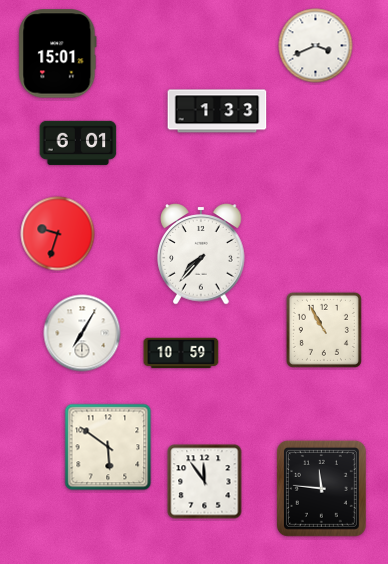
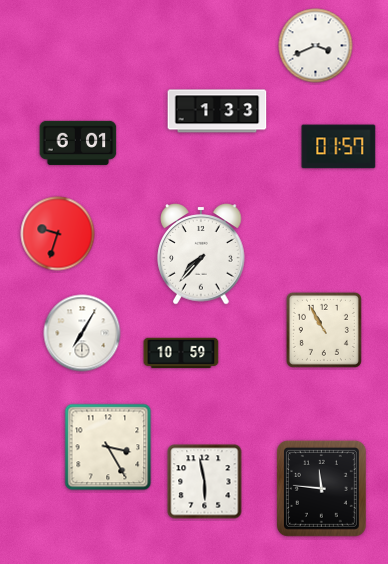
clock at (58, 54): 15:01 -> none
clock at (339, 147): none -> 01:57
clock at (108, 447): 5:51 -> 3:25
clock at (205, 482): 11:54 -> 5:58
